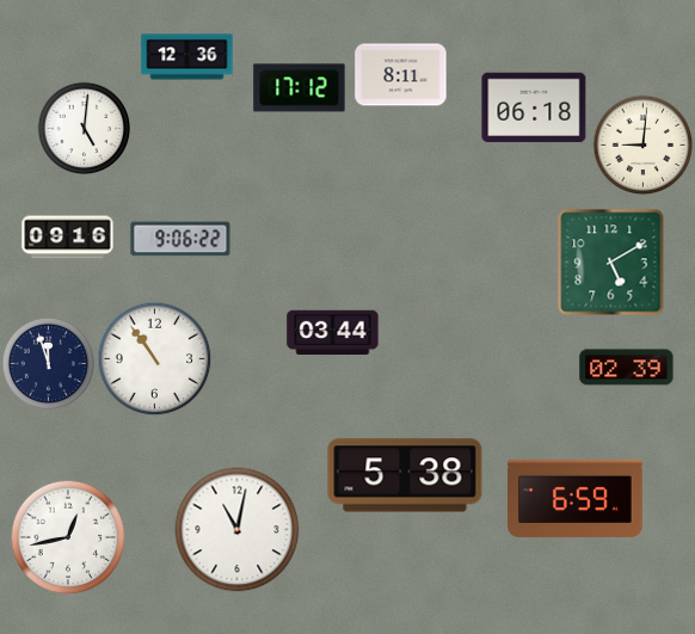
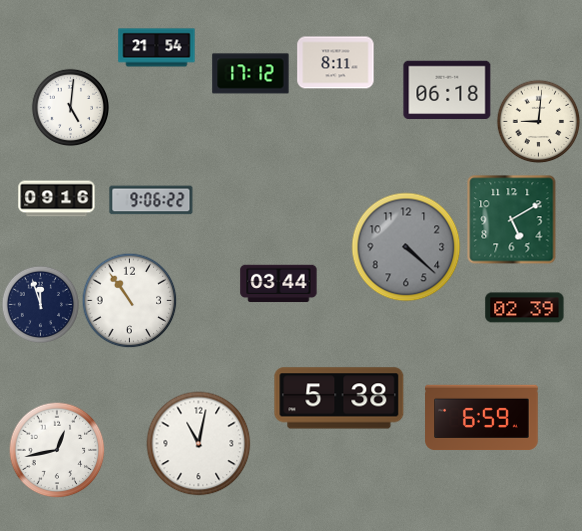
clock at (187, 57): 12:36 -> 21:54
clock at (406, 247): none -> 4:22
clock at (333, 333) position: (333, 333) -> (279, 284)
